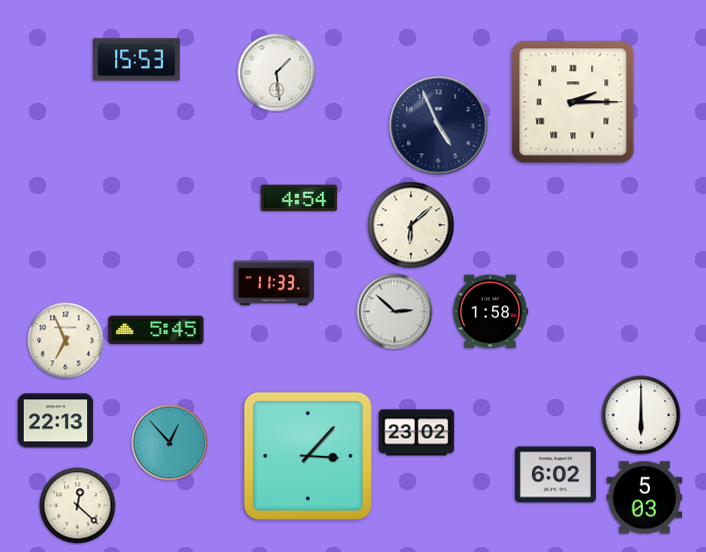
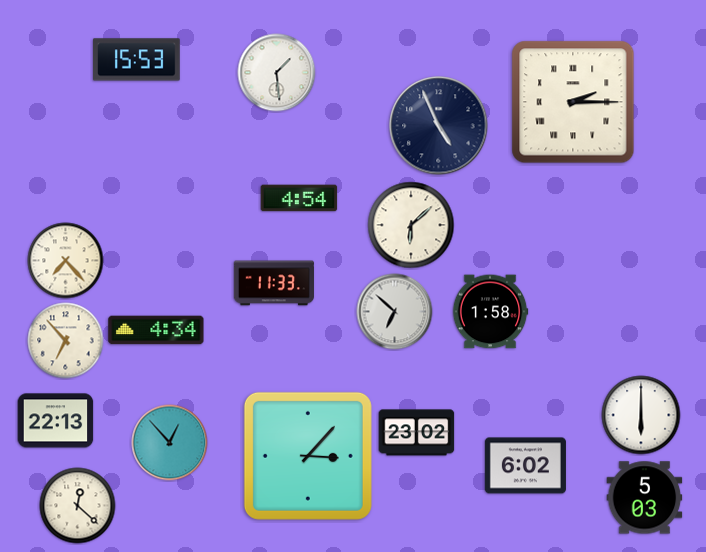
clock at (66, 261): none -> 7:23
clock at (395, 312): 2:52 -> 6:52
clock at (156, 330): 5:45 -> 4:34
clock at (66, 341): 6:56 -> 6:53
clock at (555, 475) position: (555, 475) -> (525, 466)
